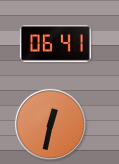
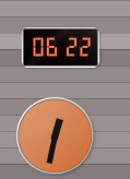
clock at (55, 44): 06:41 -> 06:22
